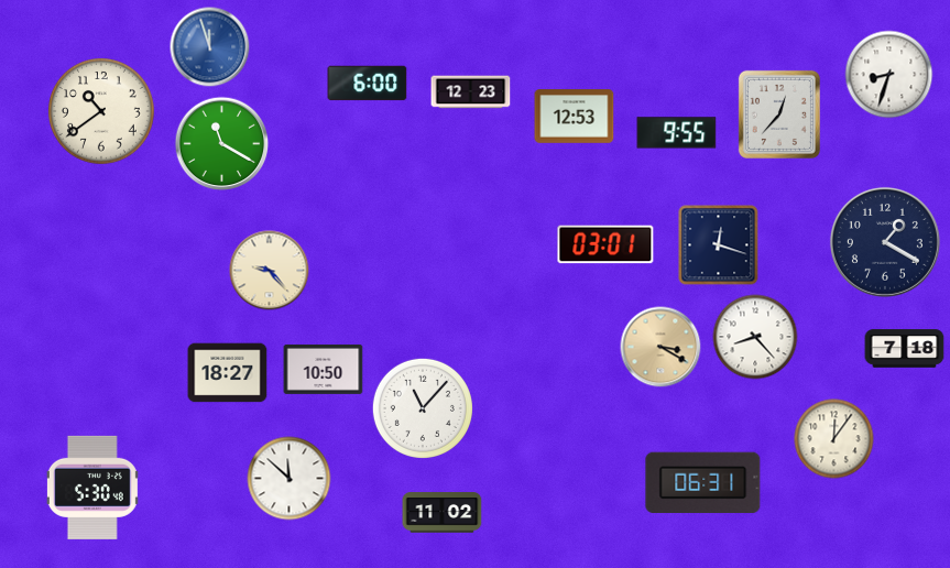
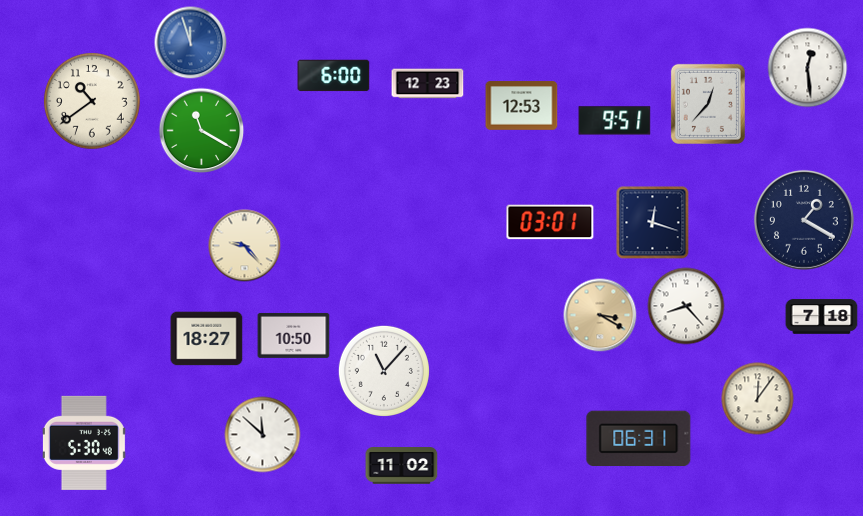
clock at (889, 75): 8:33 -> 12:29
clock at (677, 133): 9:55 -> 9:51
